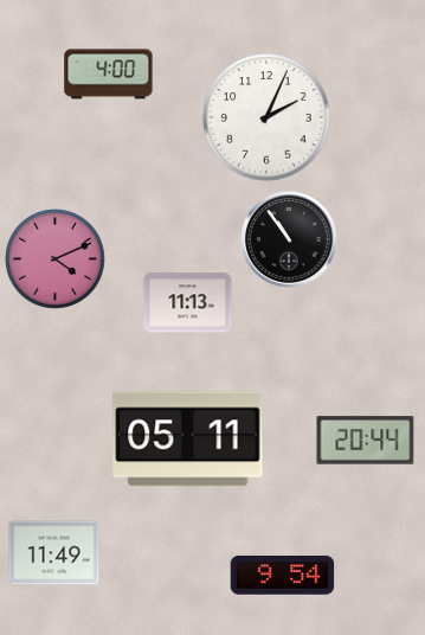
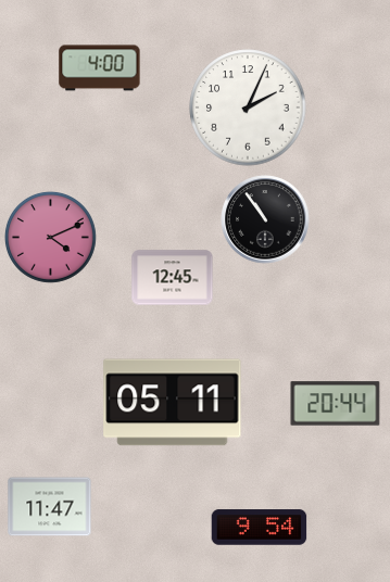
clock at (266, 117) position: (266, 117) -> (248, 107)
clock at (188, 303): 11:13 -> 12:45
clock at (54, 553): 11:49 -> 11:47
